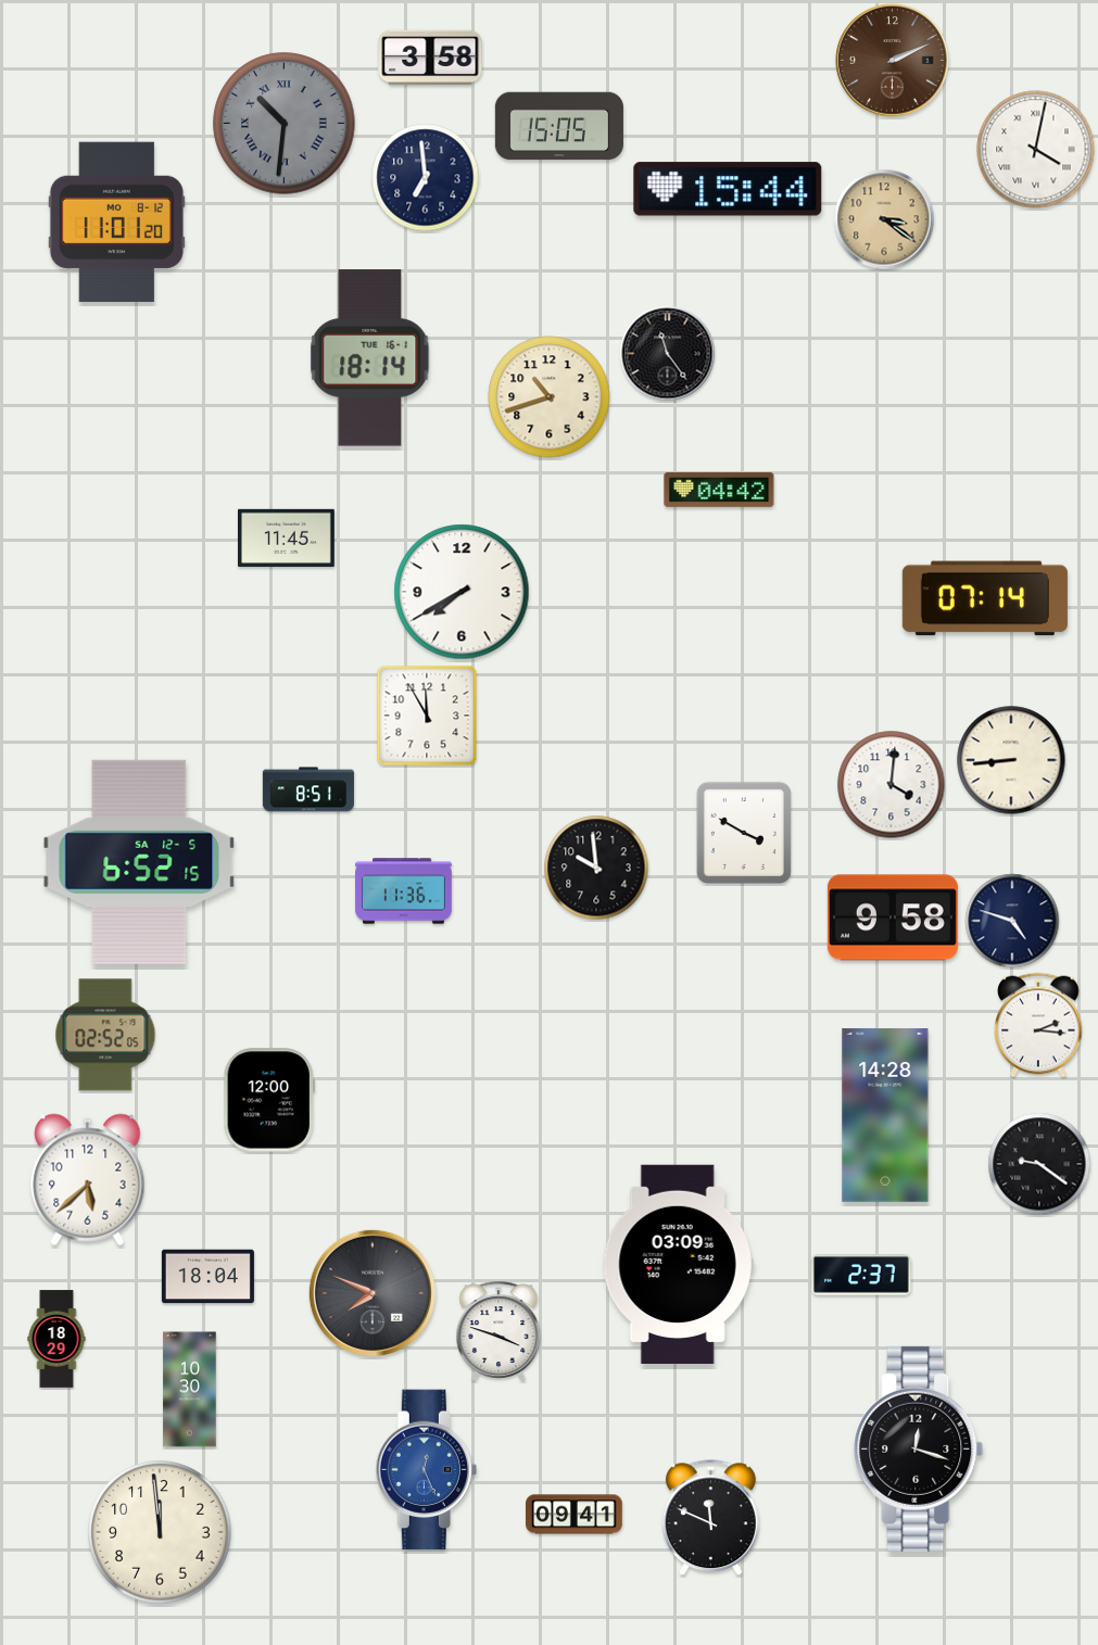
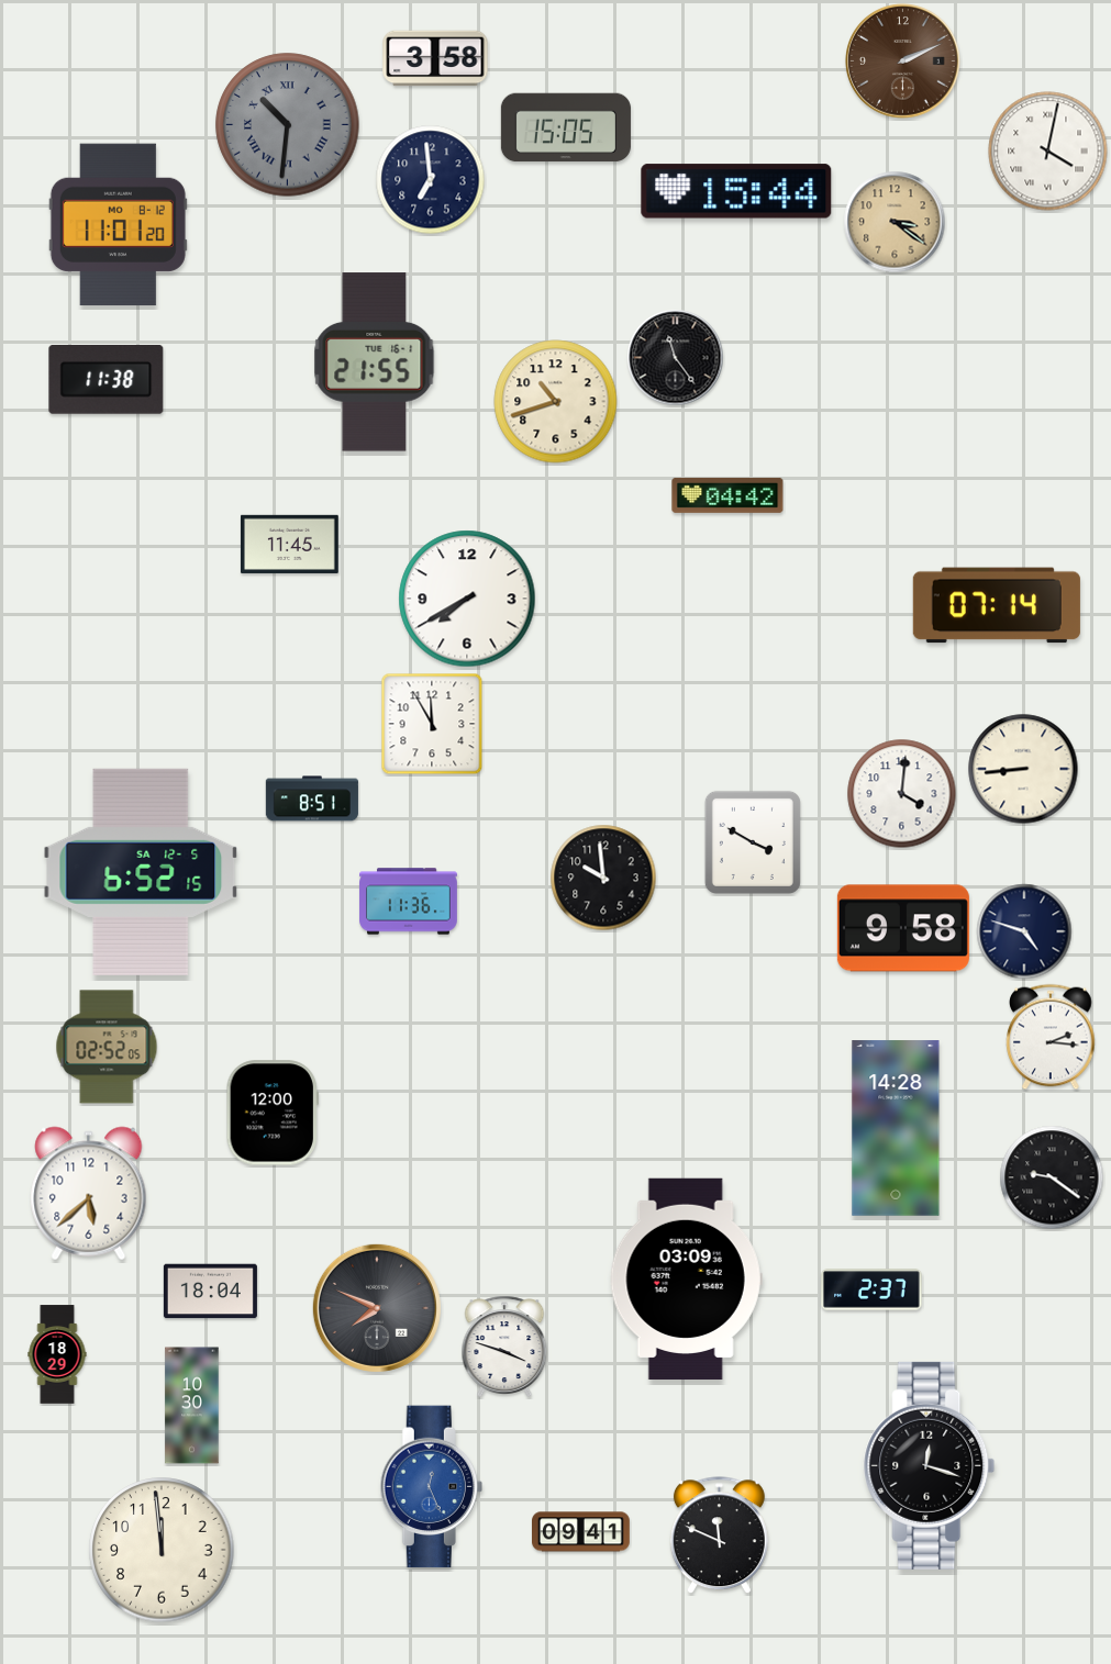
clock at (370, 358): 18:14 -> 21:55
clock at (107, 380): none -> 11:38
